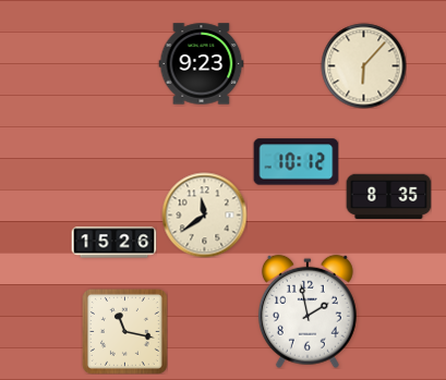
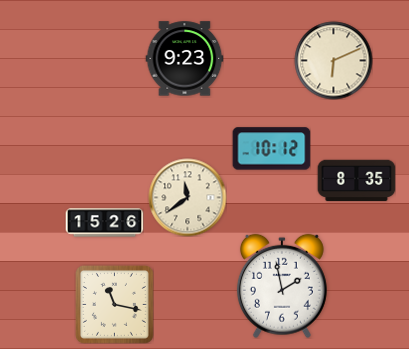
clock at (363, 65): 6:07 -> 6:11
